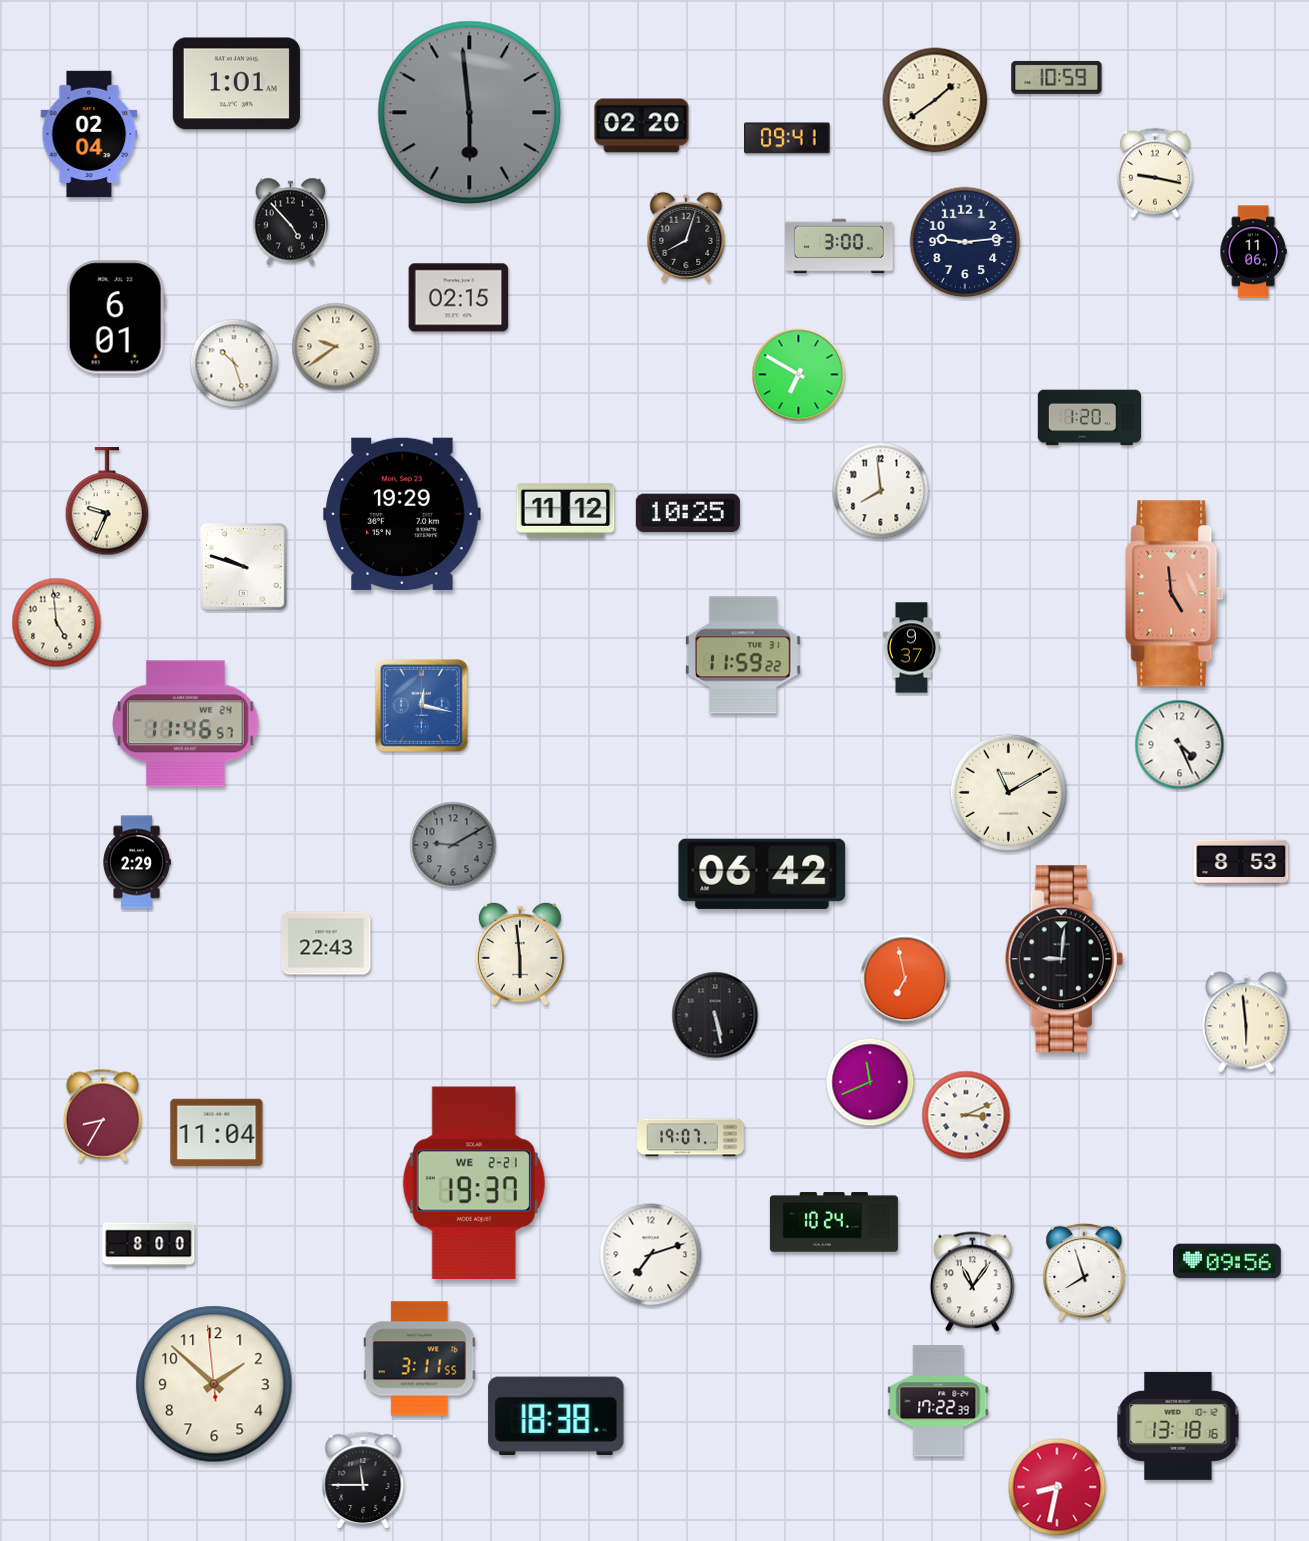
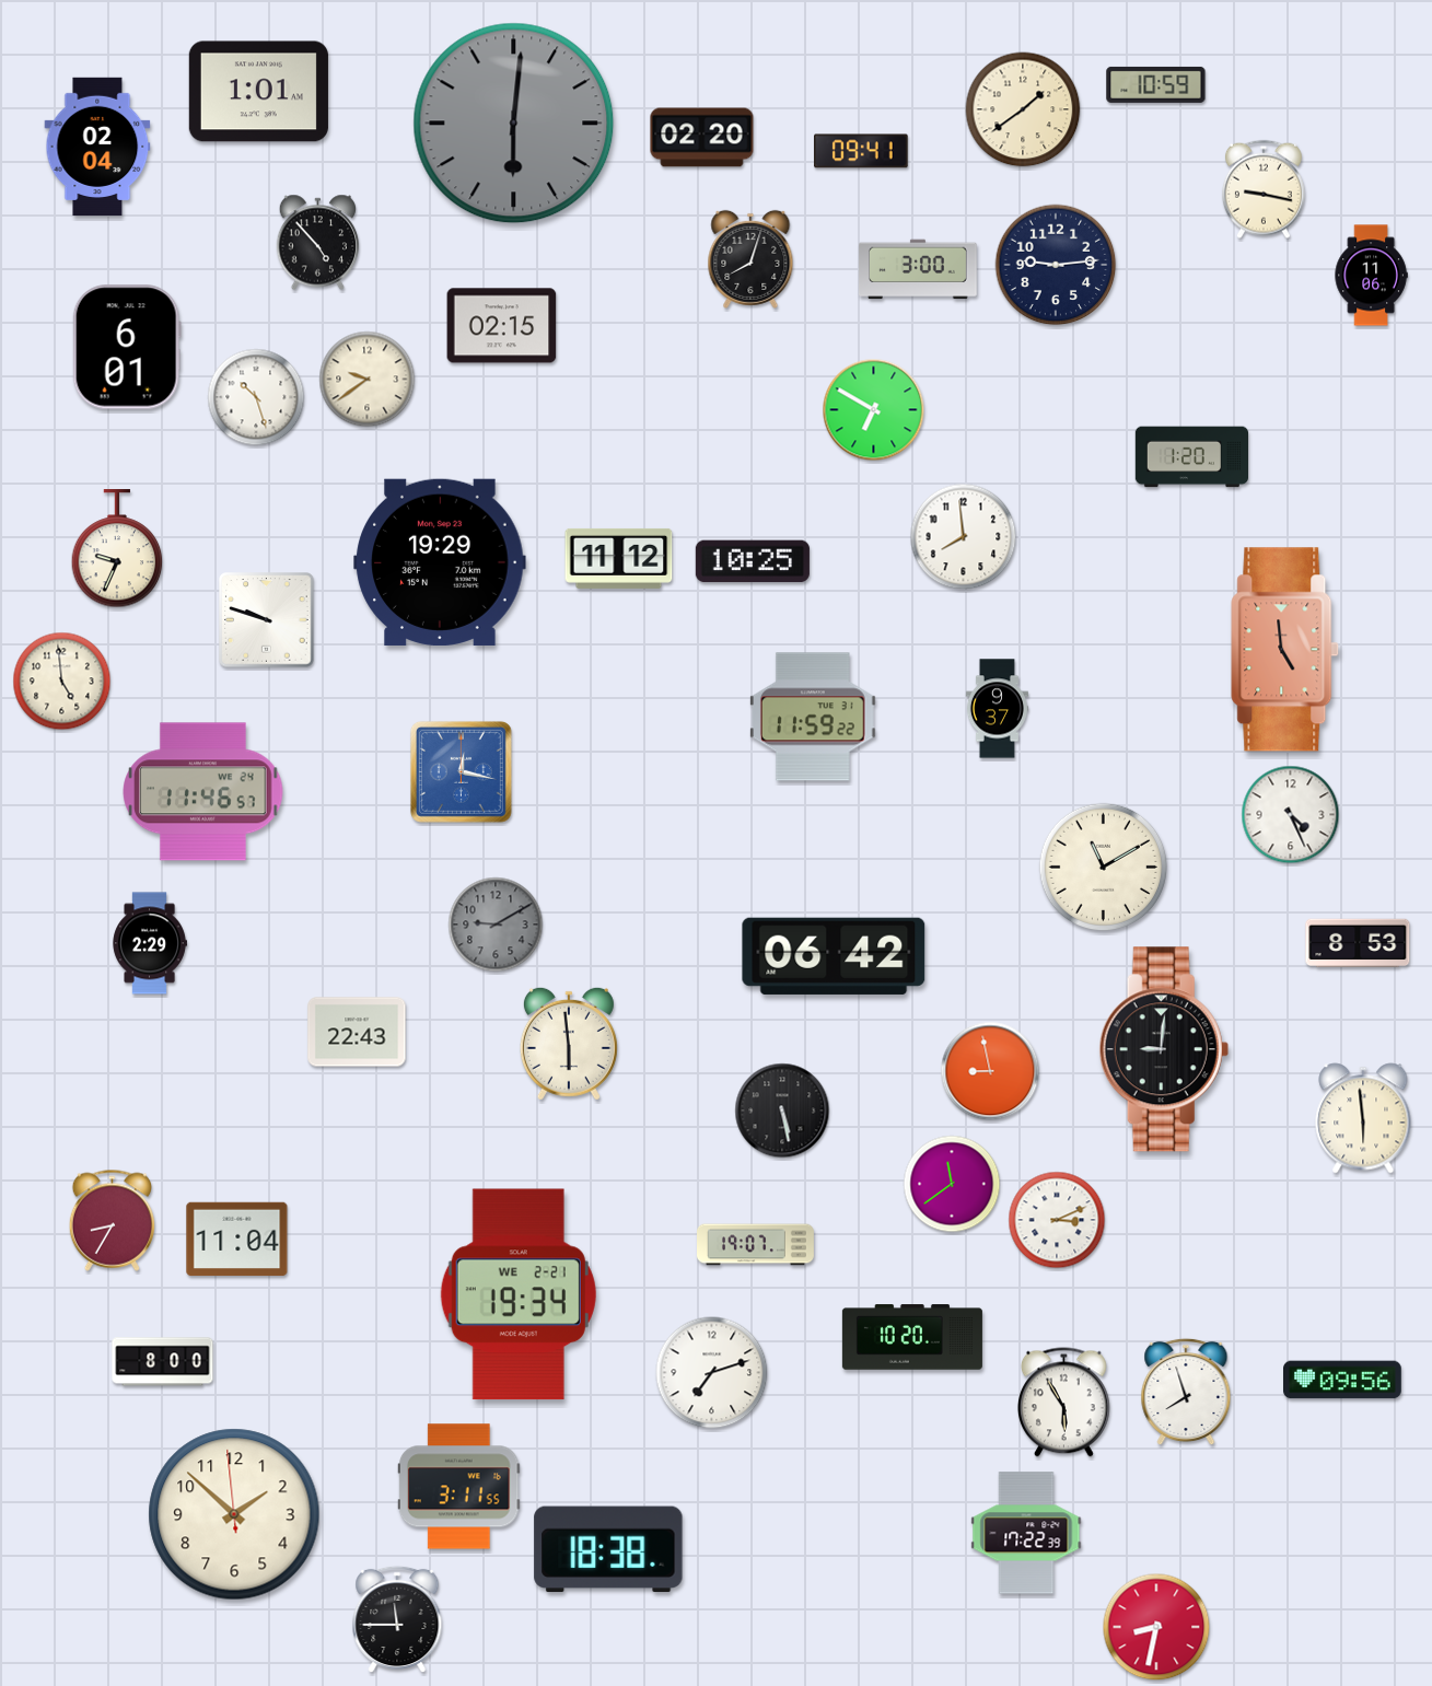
clock at (470, 113): 5:59 -> 6:01
clock at (905, 979): 6:58 -> 8:58
clock at (870, 1082): 11:41 -> 11:39
clock at (474, 1183): 19:37 -> 19:34
clock at (834, 1222): 10:24 -> 10:20
clock at (972, 1282): 11:06 -> 5:55
clock at (1178, 1426): 13:18 -> none
